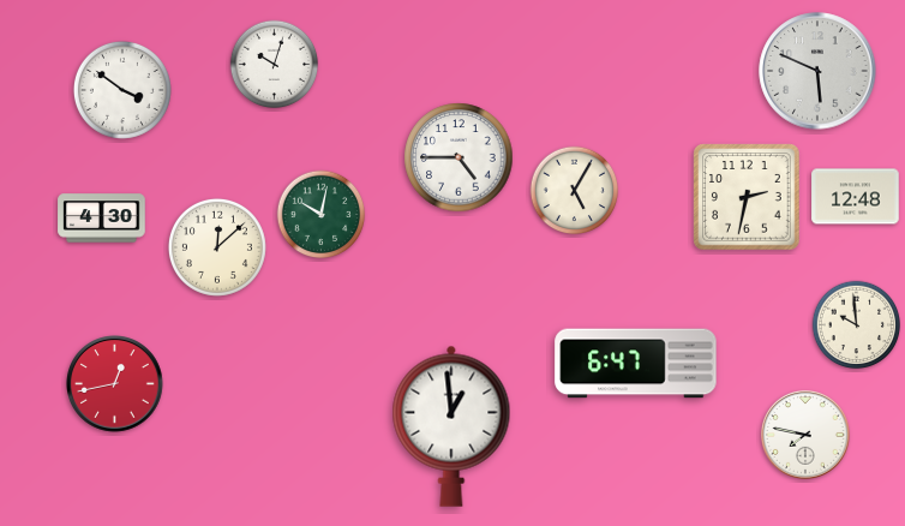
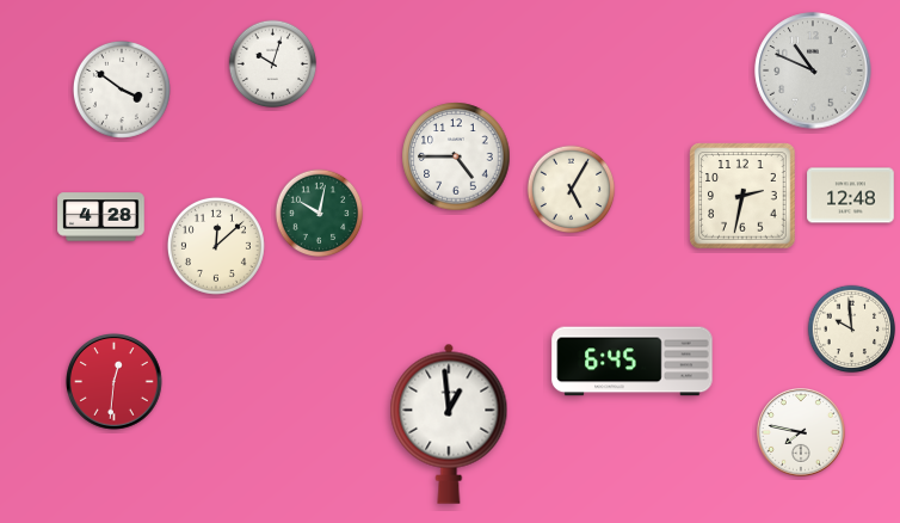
clock at (817, 71): 5:49 -> 10:49
clock at (102, 219): 4:30 -> 4:28
clock at (857, 325) position: (857, 325) -> (852, 330)
clock at (636, 364): 6:47 -> 6:45
clock at (115, 384): 12:43 -> 12:31
